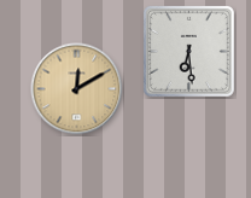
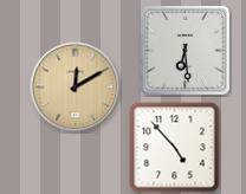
clock at (175, 148): none -> 4:53
